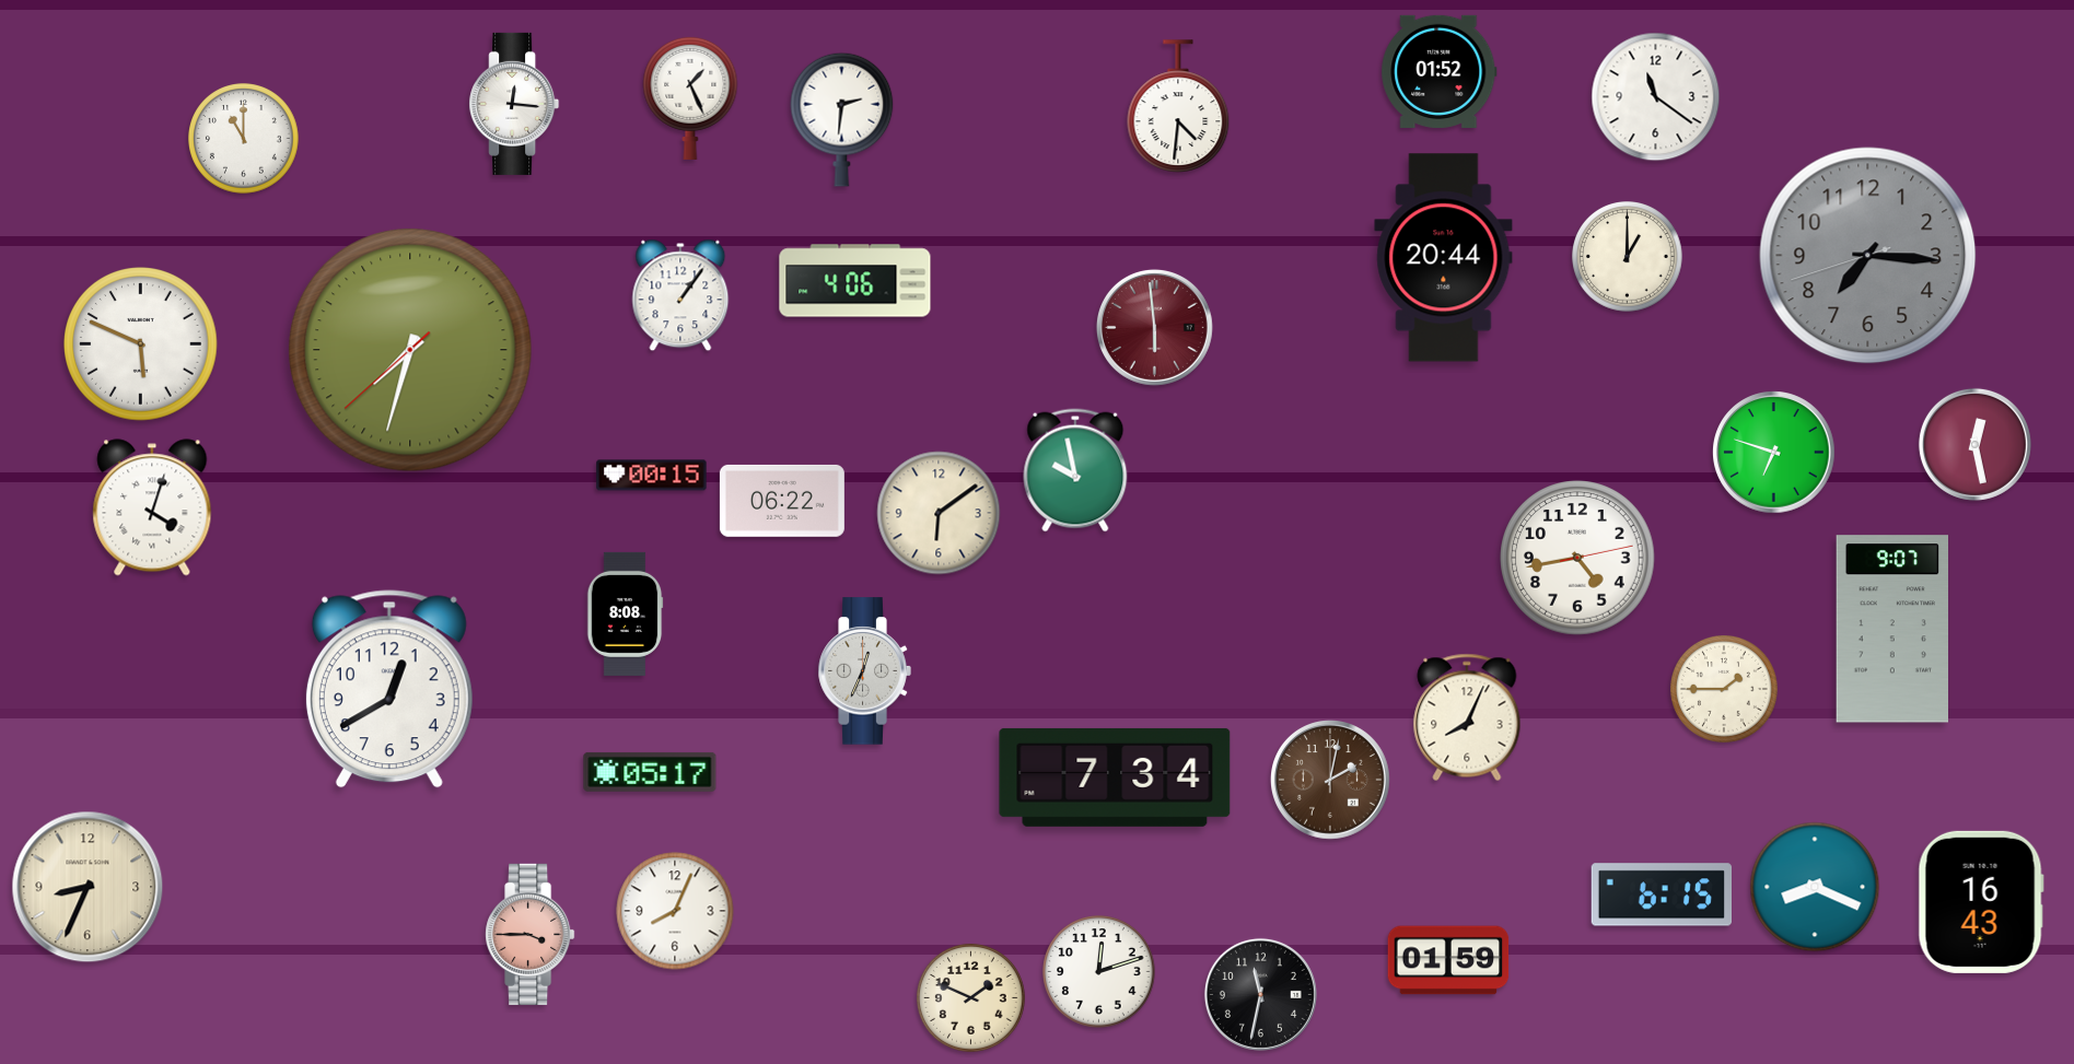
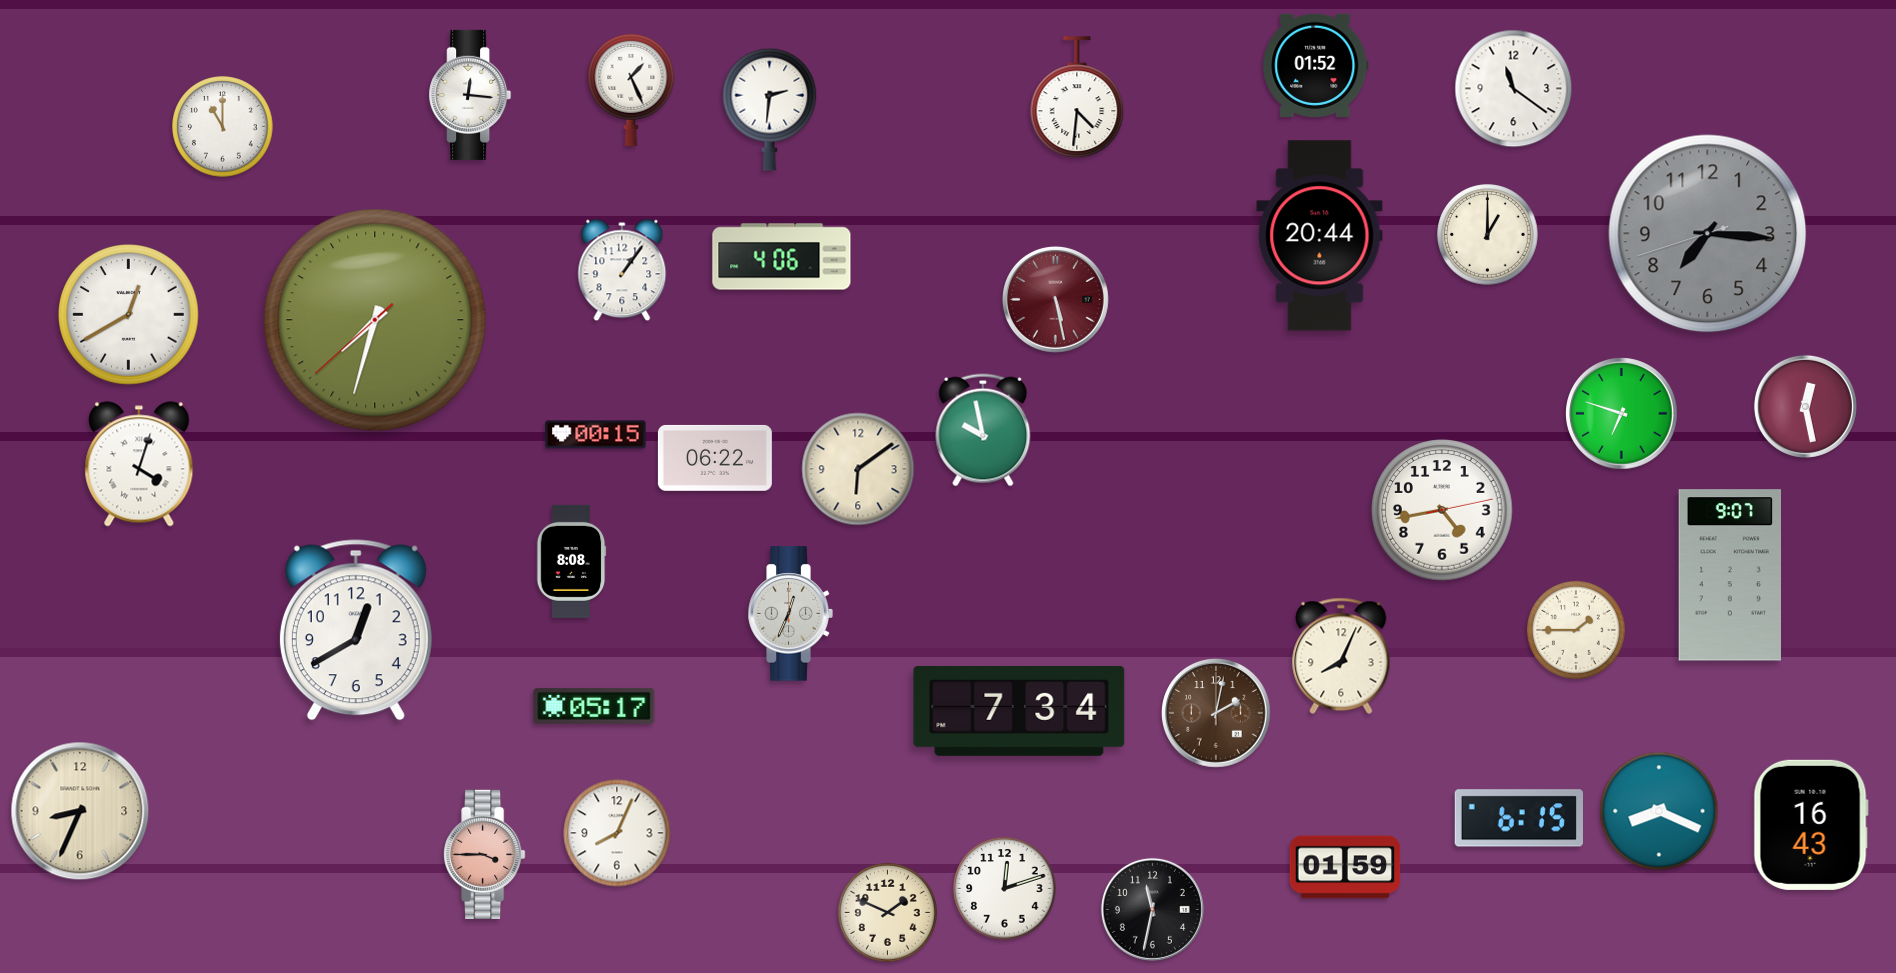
clock at (1154, 327): 5:59 -> 5:28
clock at (141, 344): 5:49 -> 12:40
clock at (1448, 960) position: (1448, 960) -> (1345, 867)
